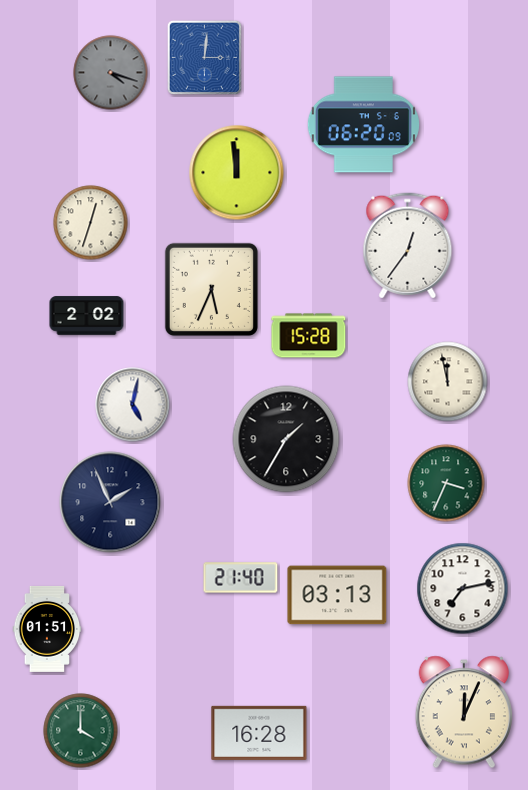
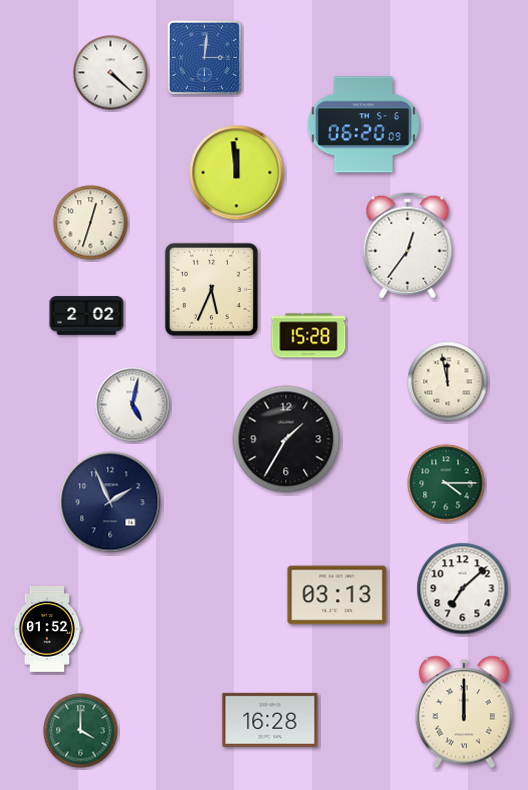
clock at (111, 73): 4:18 -> 4:22
clock at (111, 73) dial: grey -> white
clock at (446, 483): 3:34 -> 4:15
clock at (241, 578): 21:40 -> none
clock at (463, 589): 7:13 -> 7:08
clock at (47, 629): 01:51 -> 01:52
clock at (464, 712): 12:04 -> 12:00
clock at (259, 733) position: (259, 733) -> (270, 720)
